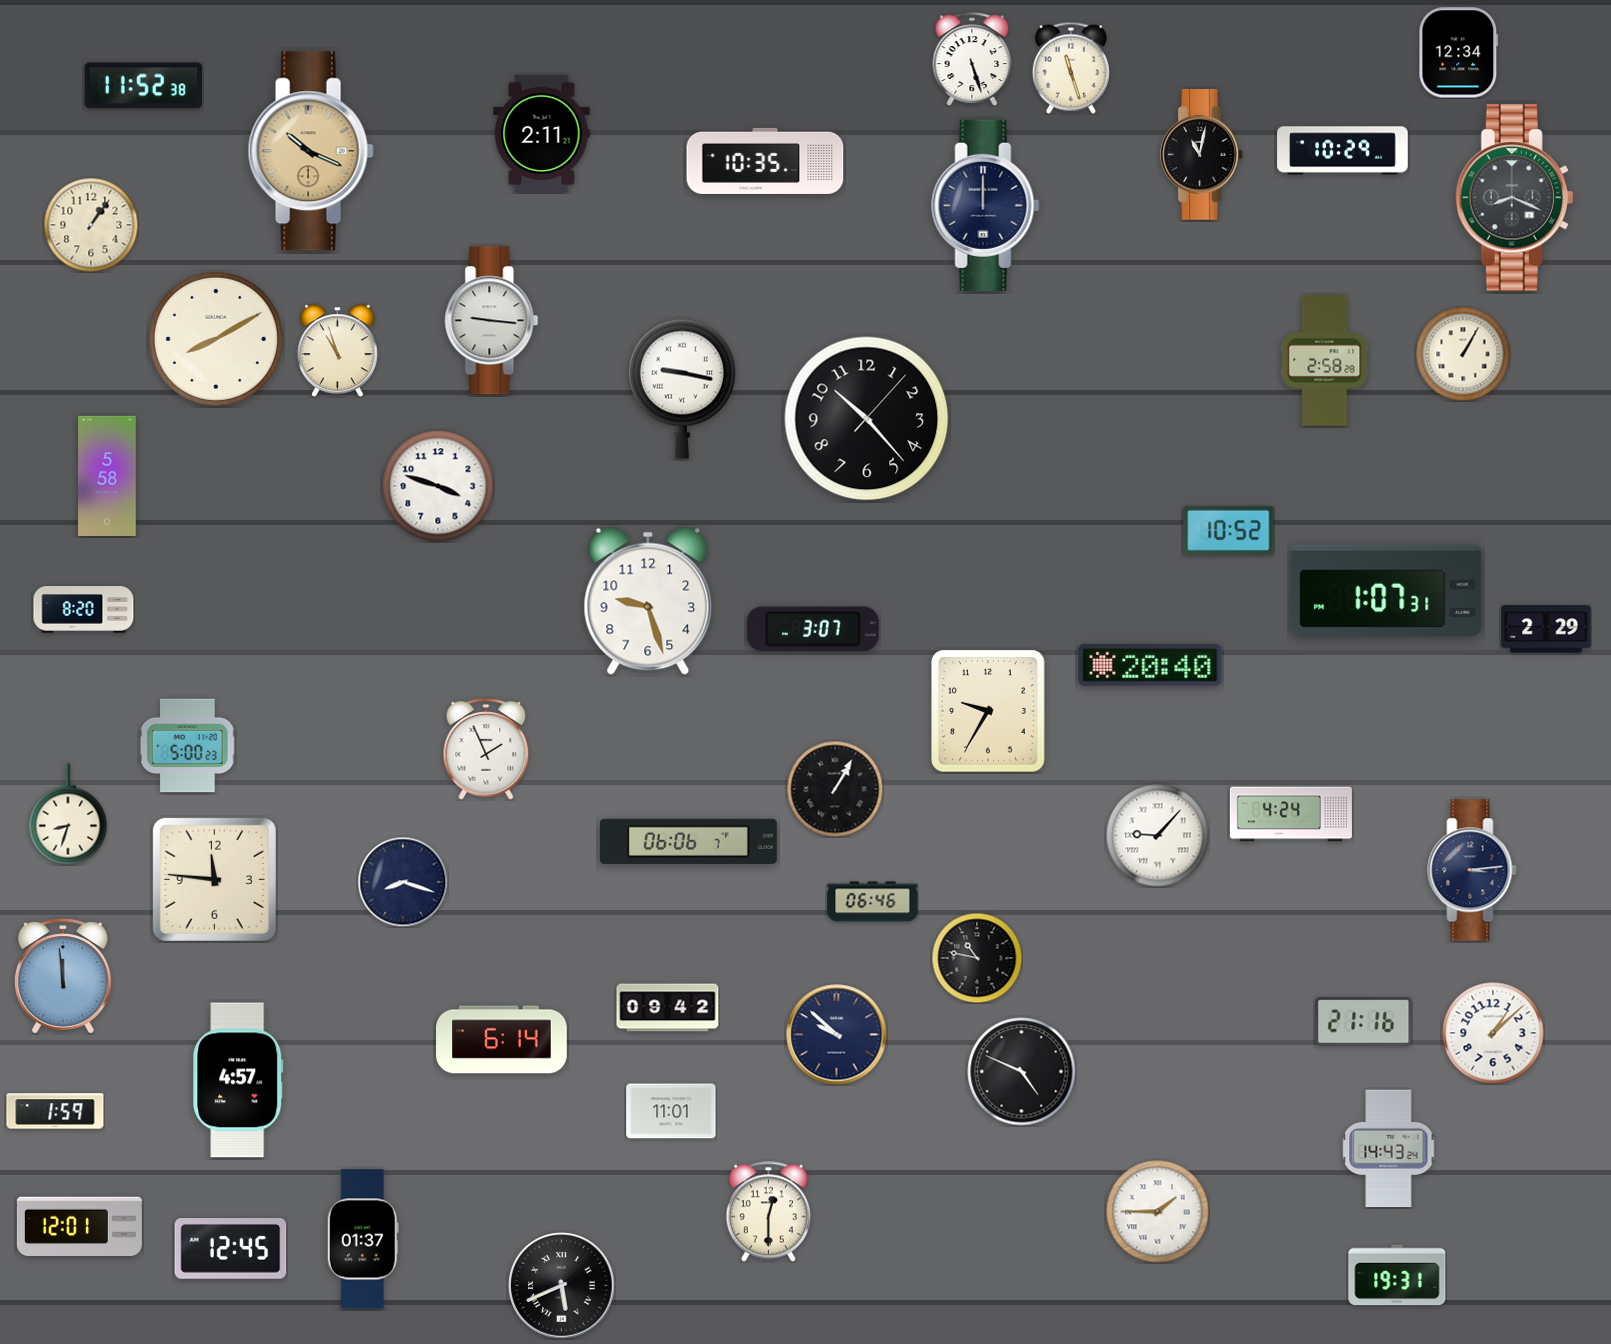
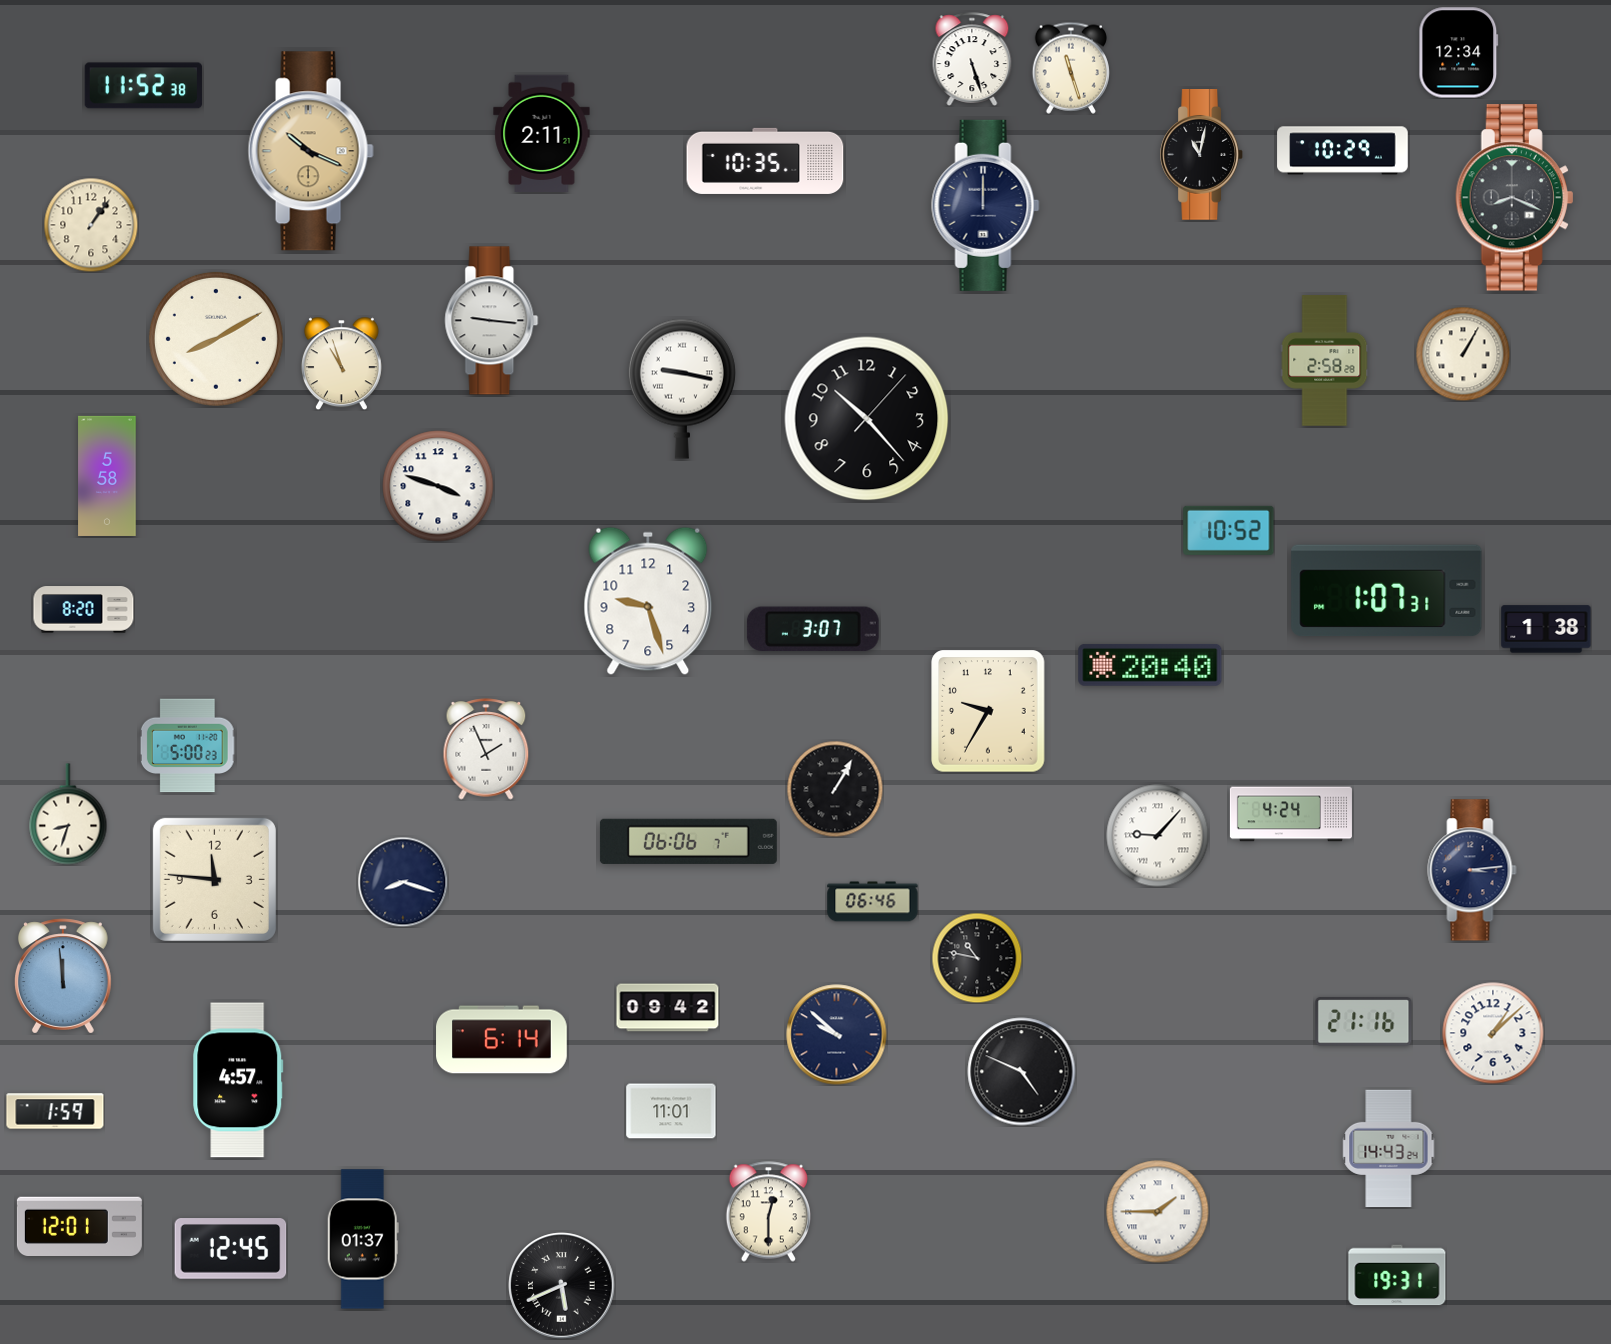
clock at (337, 350) position: (337, 350) -> (341, 363)
clock at (1546, 629): 2:29 -> 1:38
